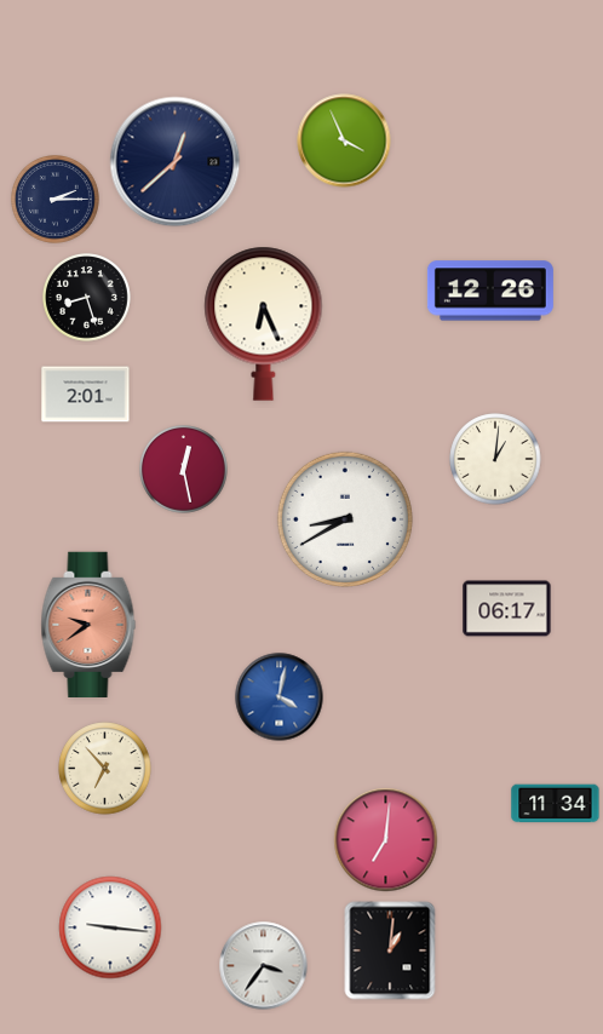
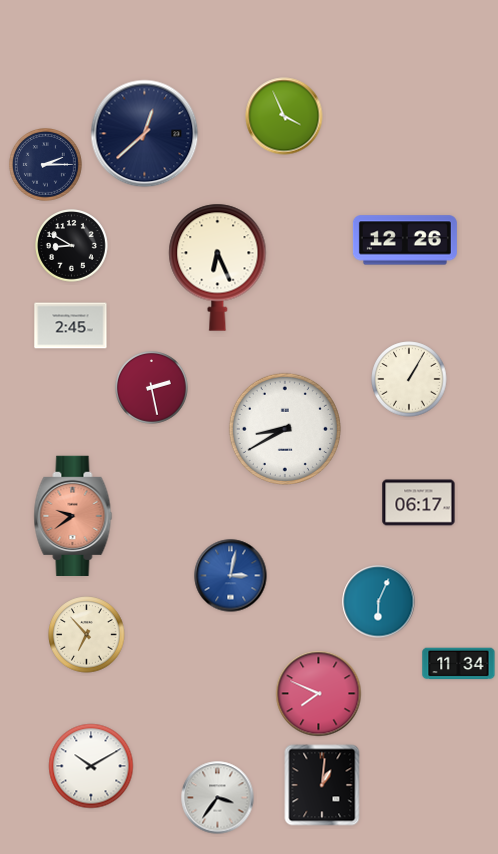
clock at (87, 298): 8:27 -> 8:50
clock at (86, 395): 2:01 -> 2:45
clock at (495, 459): 1:01 -> 1:05
clock at (184, 470): 12:28 -> 2:28
clock at (280, 697): 4:02 -> 3:02
clock at (379, 602): none -> 6:04
clock at (386, 840): 7:01 -> 7:49
clock at (110, 927): 9:16 -> 10:10
